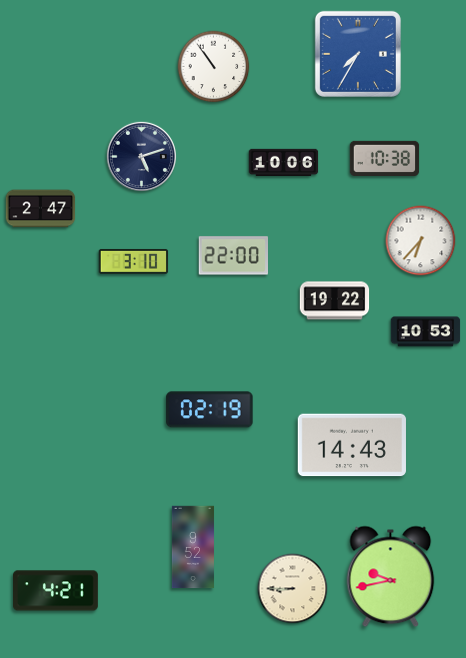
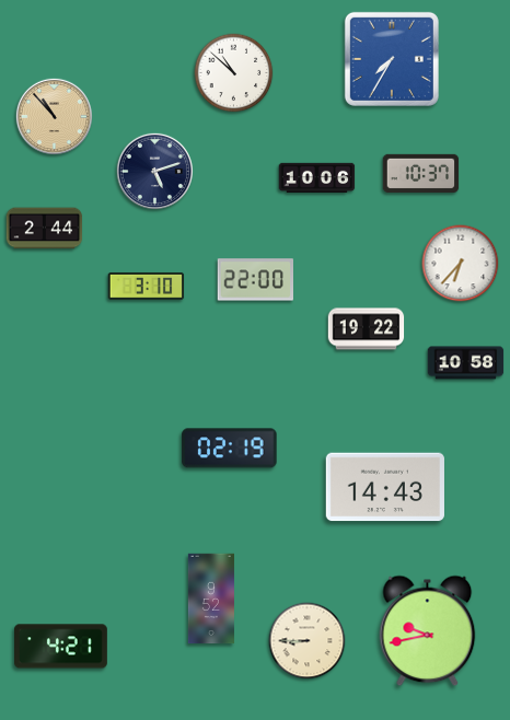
clock at (214, 67): 10:54 -> 10:52
clock at (54, 116): none -> 10:53
clock at (385, 158): 10:38 -> 10:37
clock at (284, 162) position: (284, 162) -> (317, 177)
clock at (41, 209): 2:47 -> 2:44
clock at (426, 332): 10:53 -> 10:58
clock at (293, 589) position: (293, 589) -> (308, 641)
